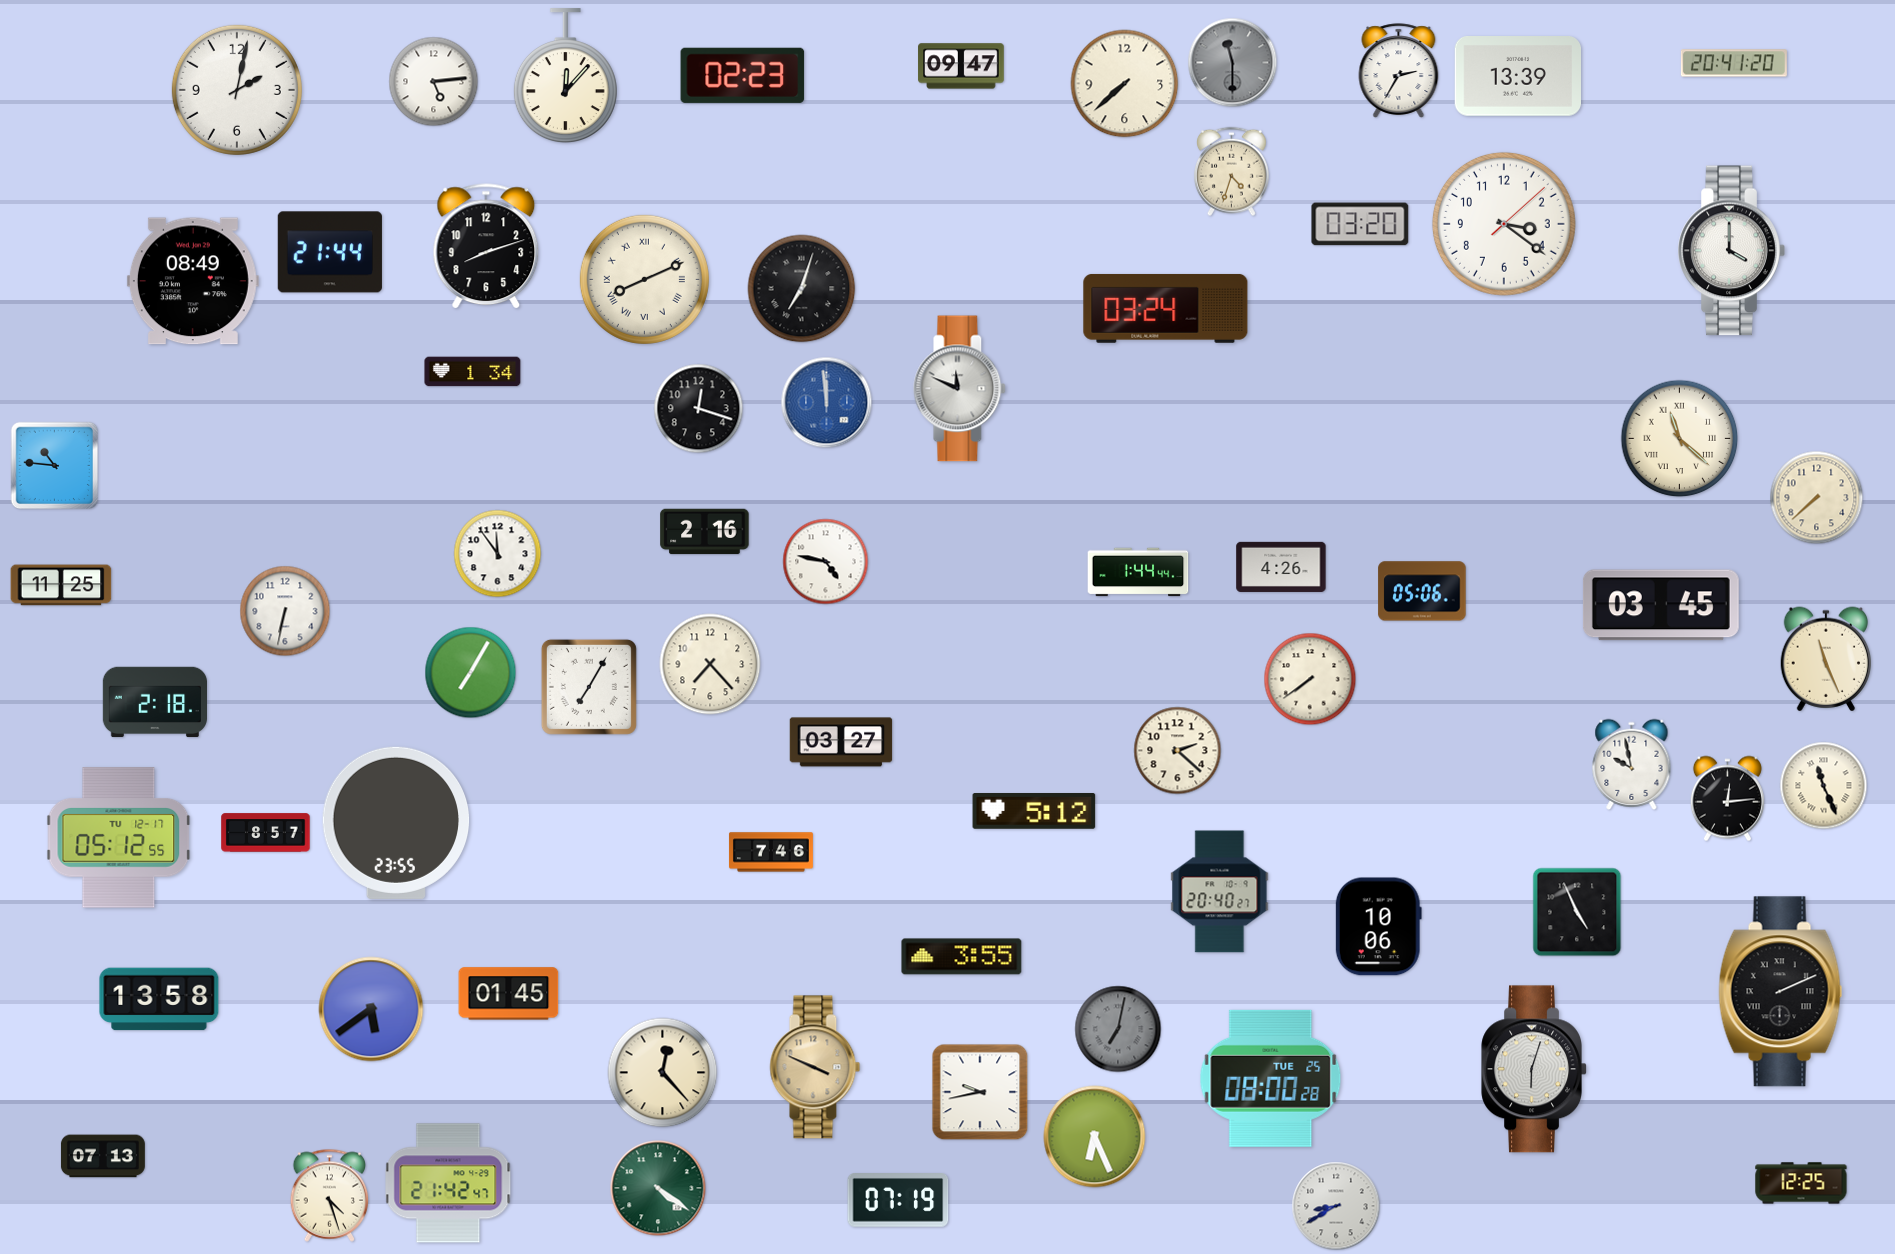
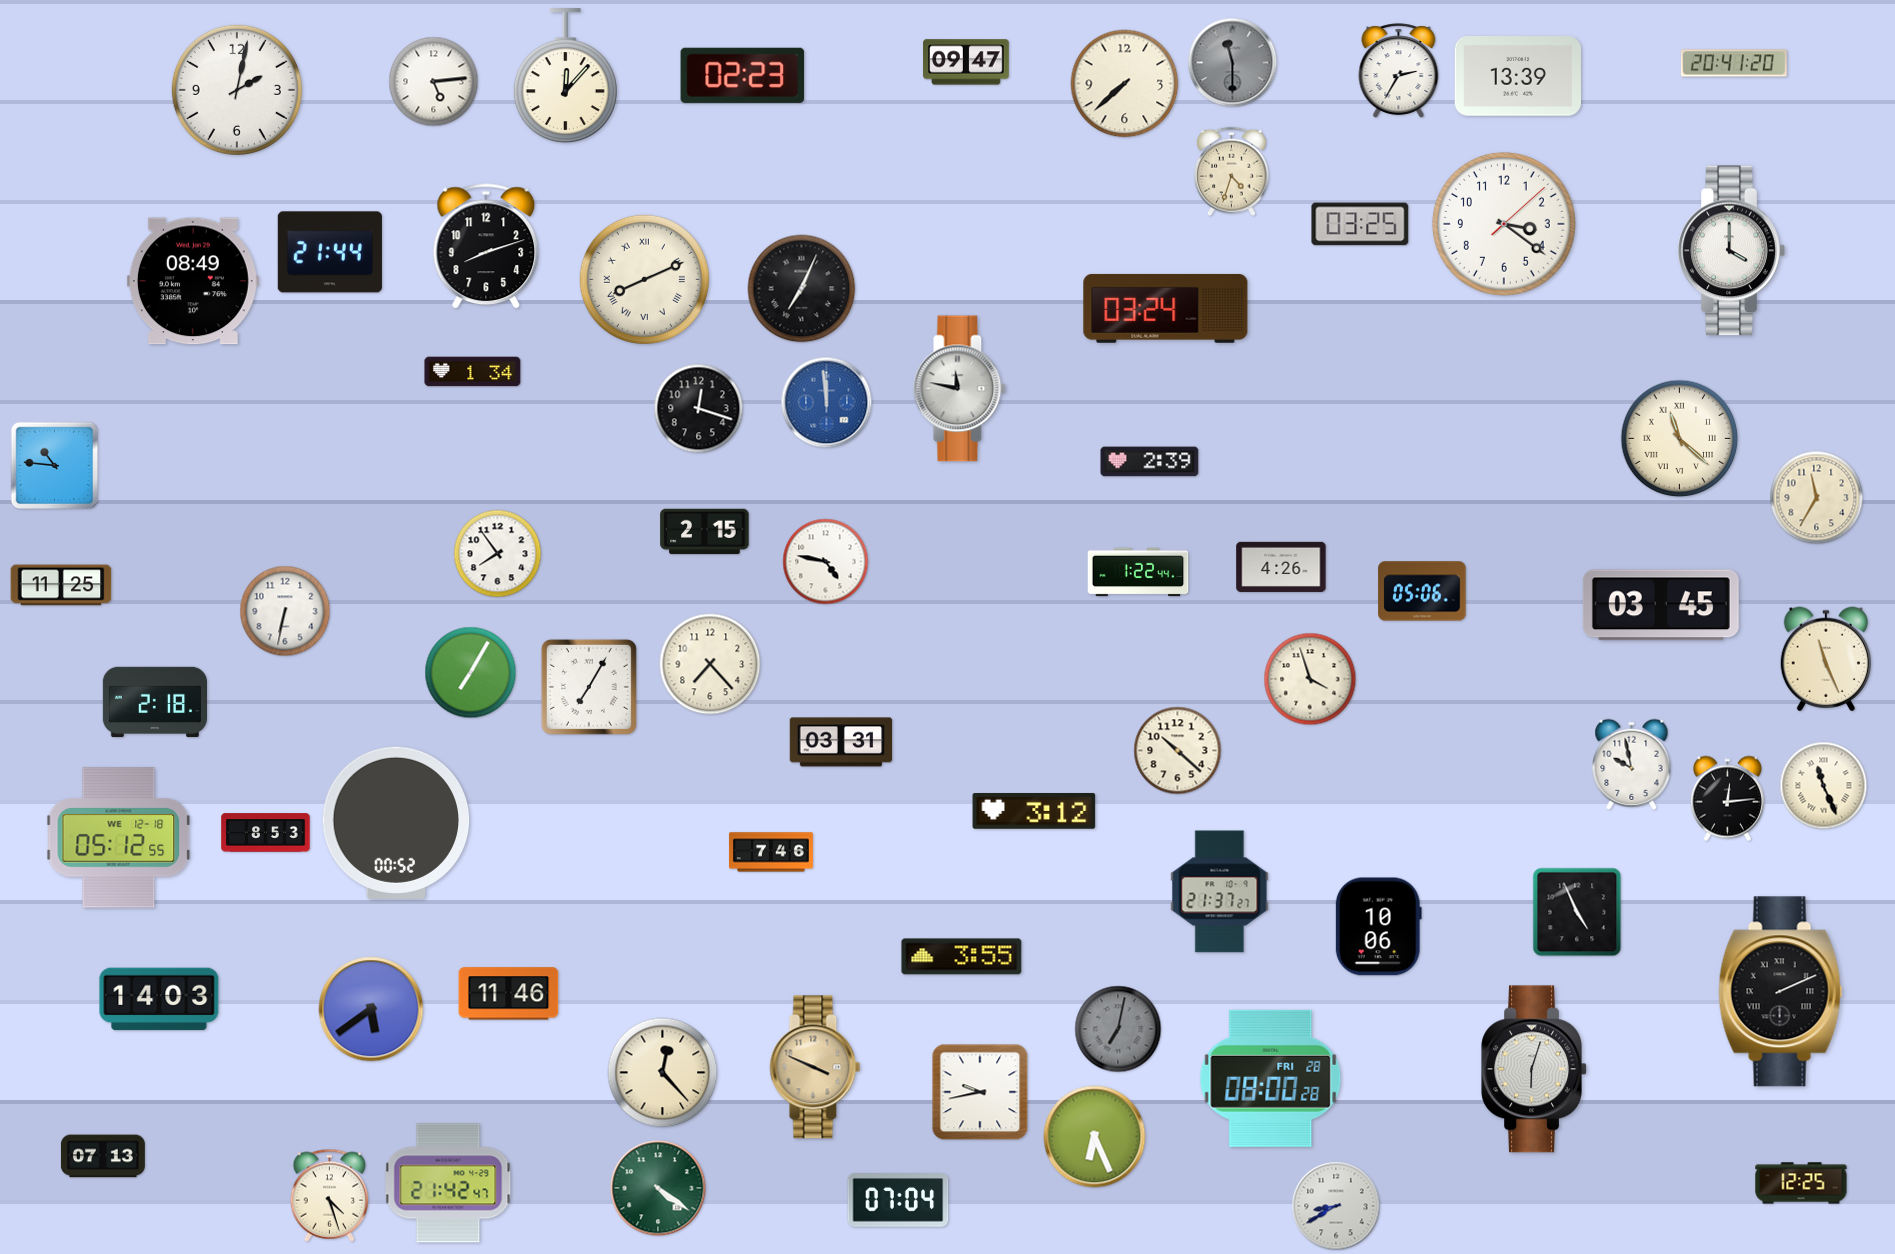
clock at (961, 66) position: (961, 66) -> (966, 62)
clock at (1360, 224): 03:20 -> 03:25
clock at (802, 289): 7:03 -> 7:04
clock at (960, 389): 11:49 -> 11:47
clock at (1150, 462): none -> 2:39
clock at (1817, 498): 7:38 -> 11:35
clock at (705, 532): 2:16 -> 2:15
clock at (498, 554): 11:54 -> 7:54
clock at (1138, 572): 1:44 -> 1:22
clock at (1310, 679): 7:39 -> 3:57
clock at (841, 742): 03:27 -> 03:31
clock at (1178, 751): 2:22 -> 10:22
clock at (1034, 812): 5:12 -> 3:12
clock at (396, 823): 23:55 -> 00:52
clock at (266, 833): 8:57 -> 8:53
clock at (119, 838) date: TU 12-17 -> WE 12-18
clock at (1220, 892): 20:40 -> 21:37
clock at (509, 994): 01:45 -> 11:46
clock at (159, 999): 13:58 -> 14:03
clock at (1271, 1078) date: TUE 25 -> FRI 28
clock at (898, 1201): 07:19 -> 07:04
